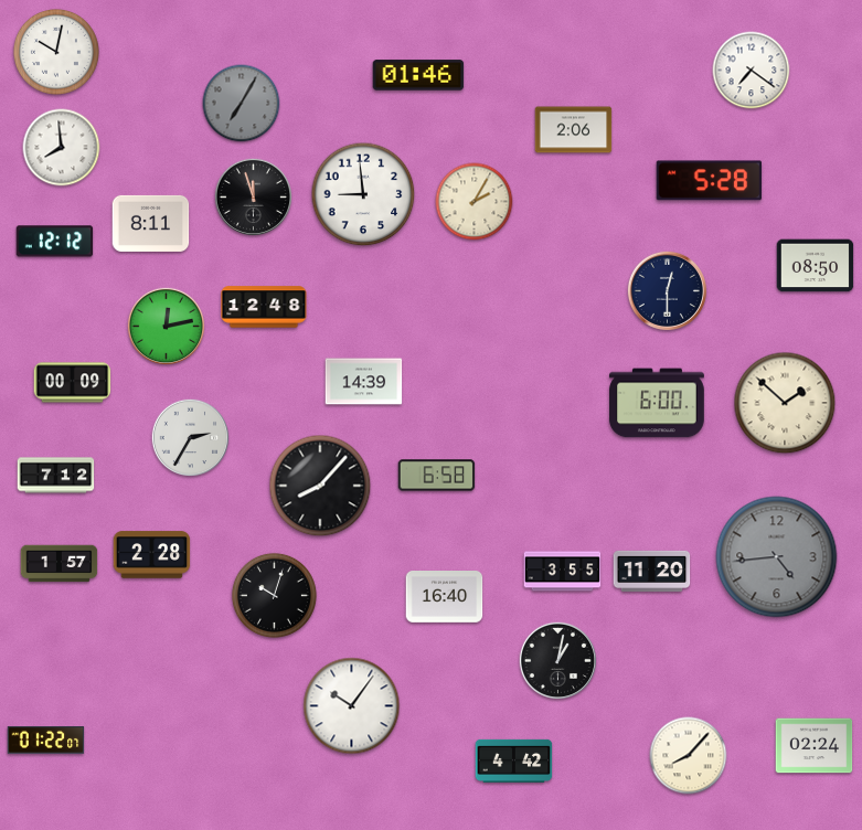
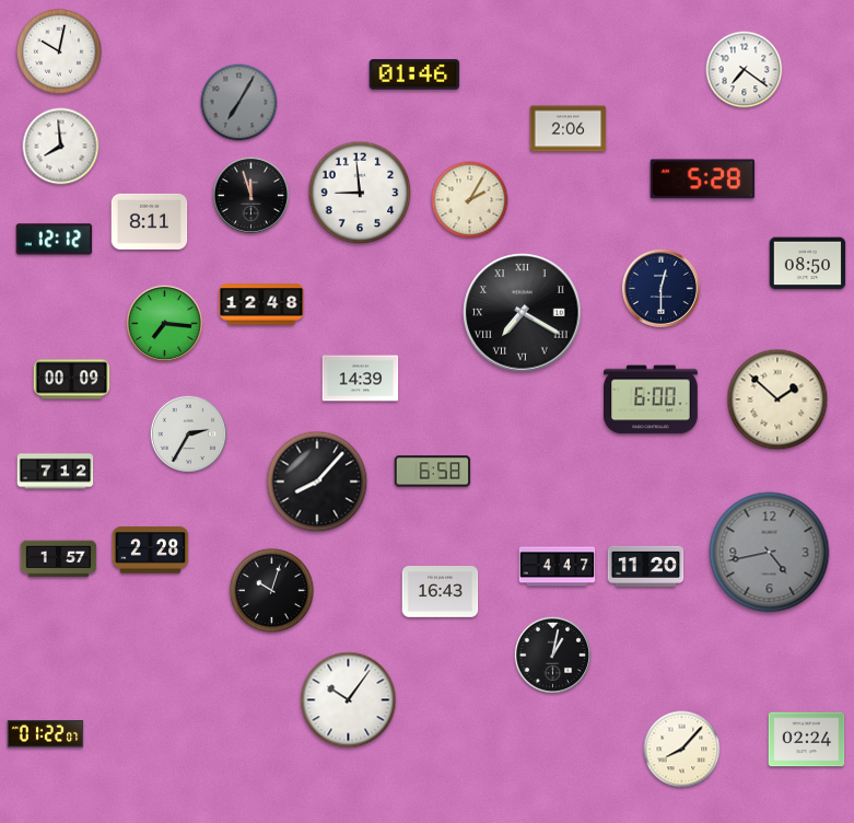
clock at (56, 52) position: (56, 52) -> (59, 51)
clock at (523, 313): none -> 7:20
clock at (167, 327): 12:13 -> 7:16
clock at (777, 557): 4:44 -> 4:43
clock at (563, 572): 3:55 -> 4:47
clock at (445, 597): 16:40 -> 16:43
clock at (514, 760): 4:42 -> none
